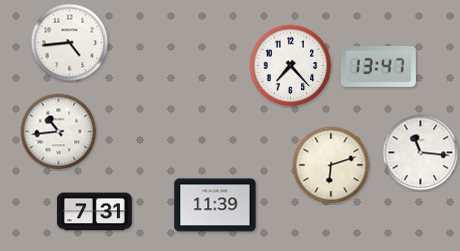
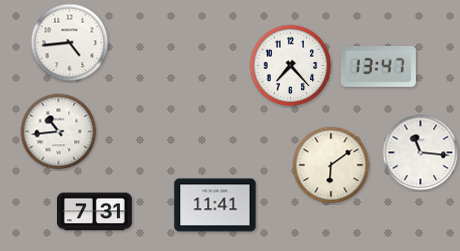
clock at (331, 165): 6:12 -> 6:09
clock at (215, 205): 11:39 -> 11:41
